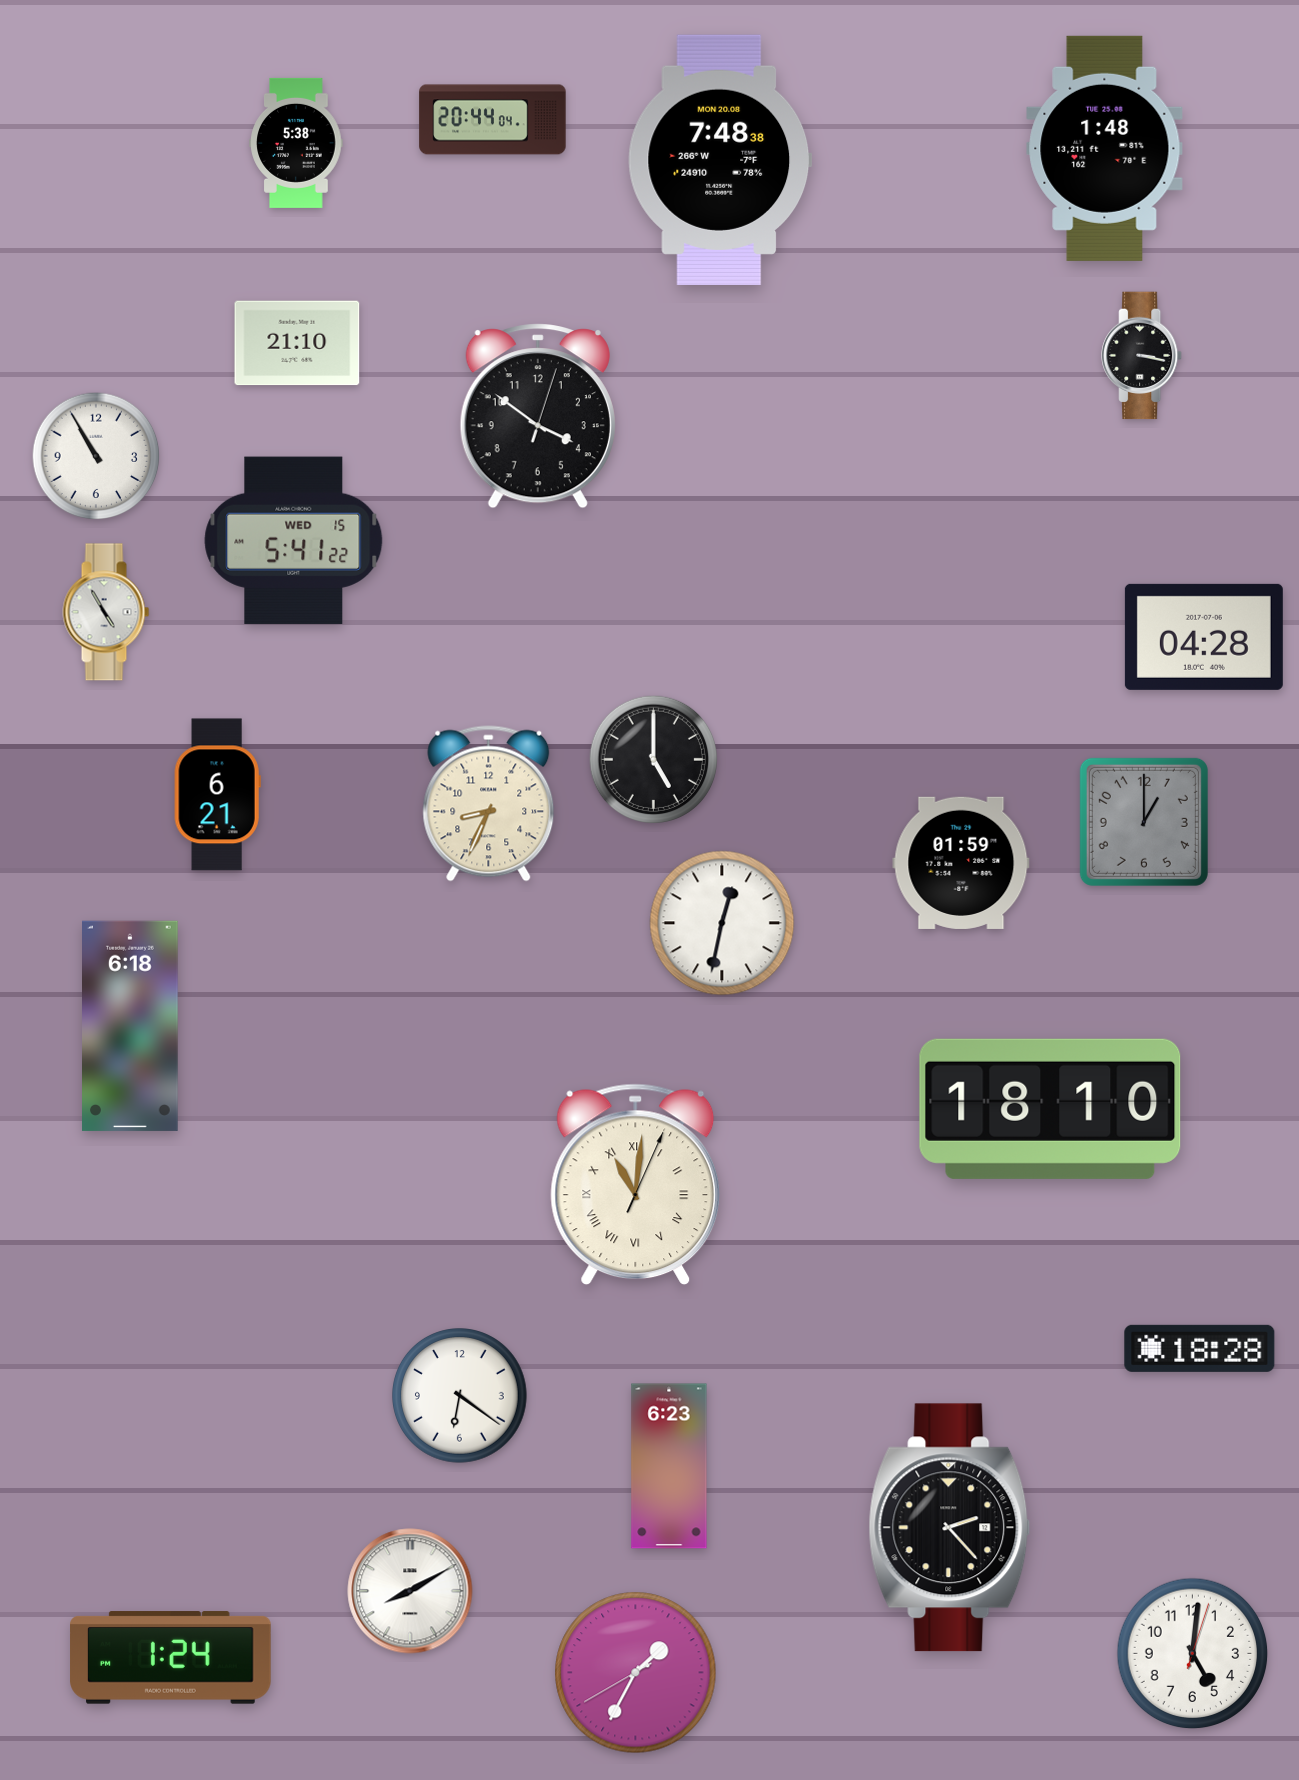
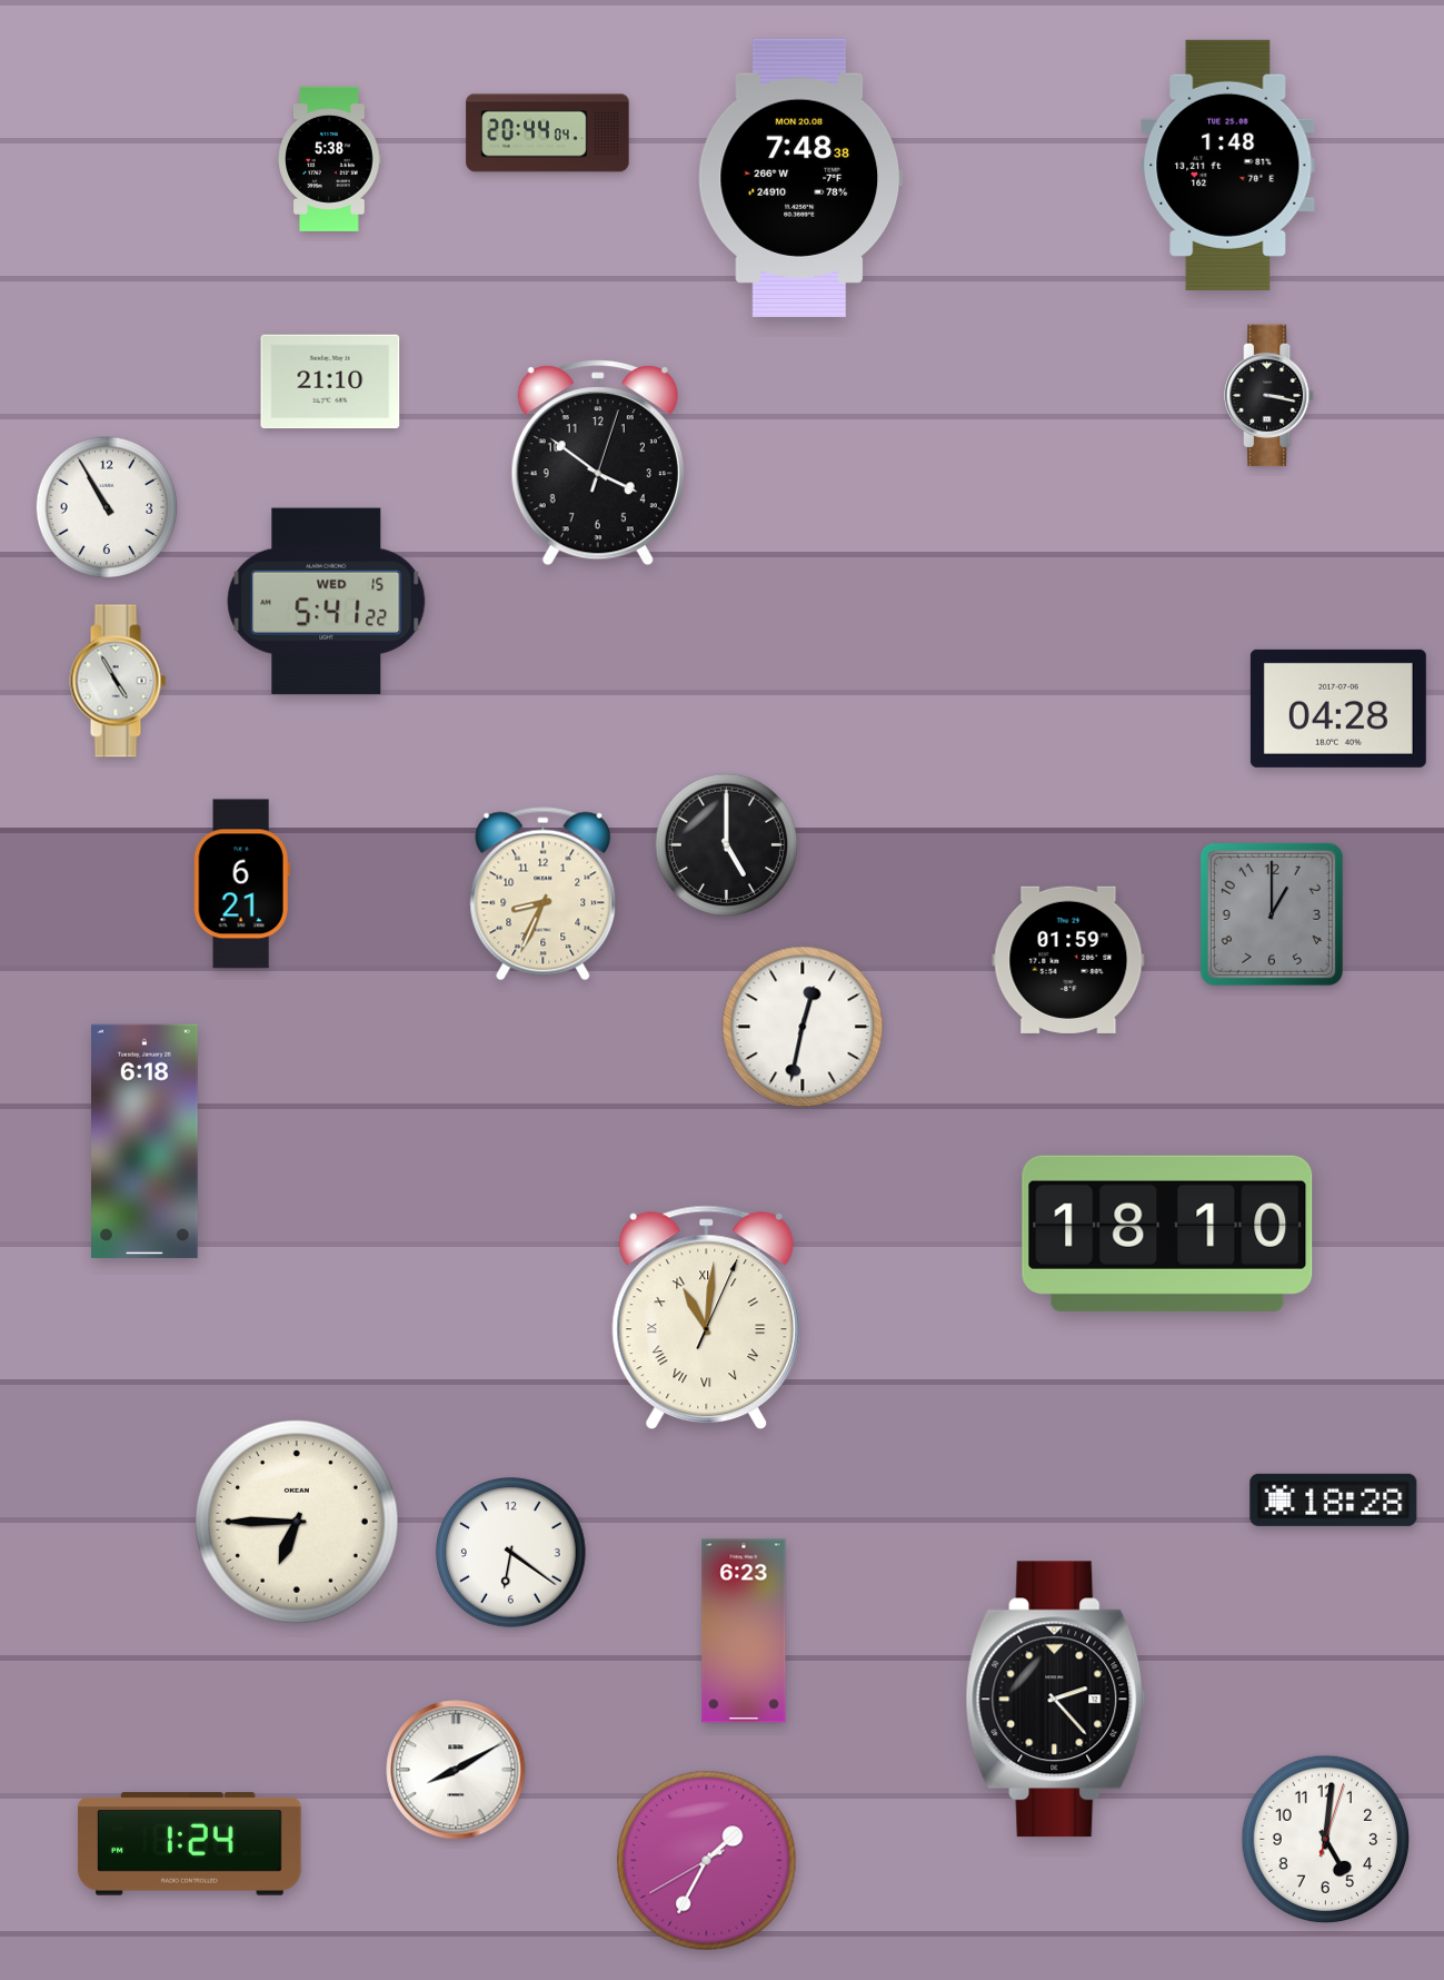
clock at (297, 1522): none -> 6:45
